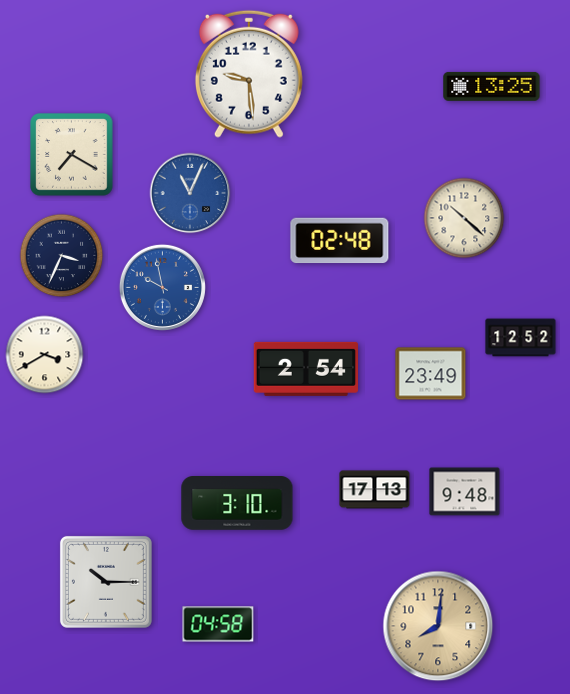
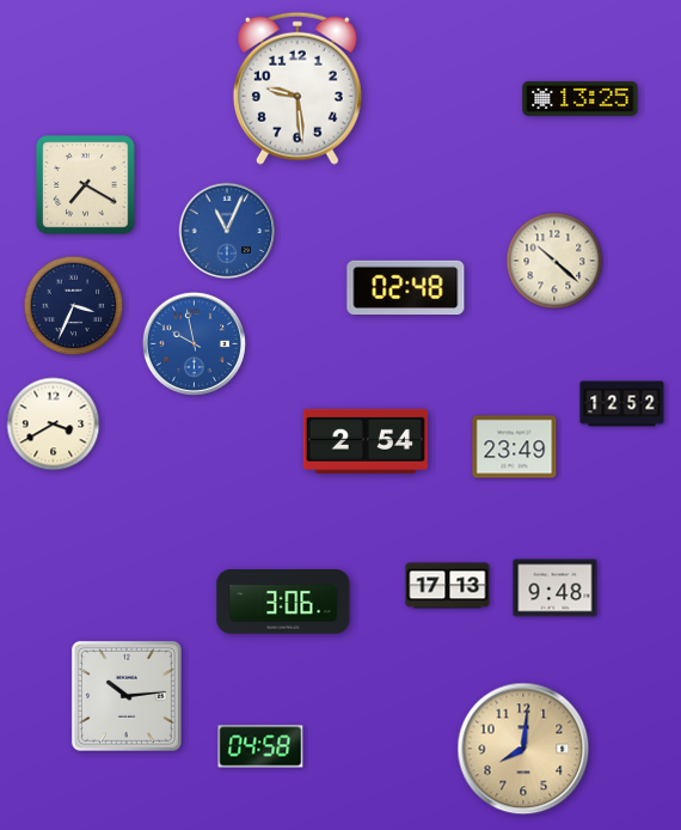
clock at (492, 86) position: (492, 86) -> (581, 98)
clock at (237, 504): 3:10 -> 3:06
clock at (106, 582): 10:15 -> 10:14
